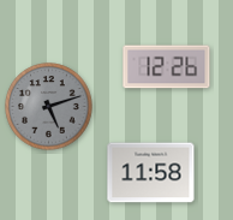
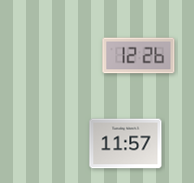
clock at (49, 107): 5:12 -> none
clock at (151, 173): 11:58 -> 11:57
